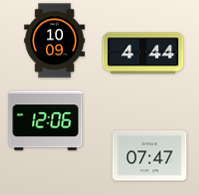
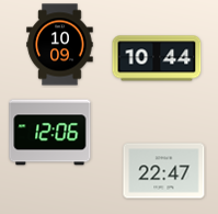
clock at (143, 53): 4:44 -> 10:44
clock at (150, 156): 07:47 -> 22:47
